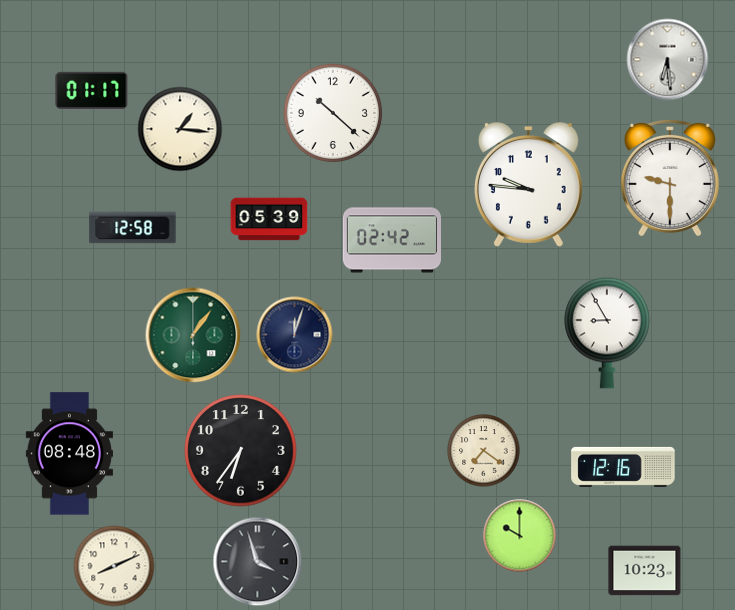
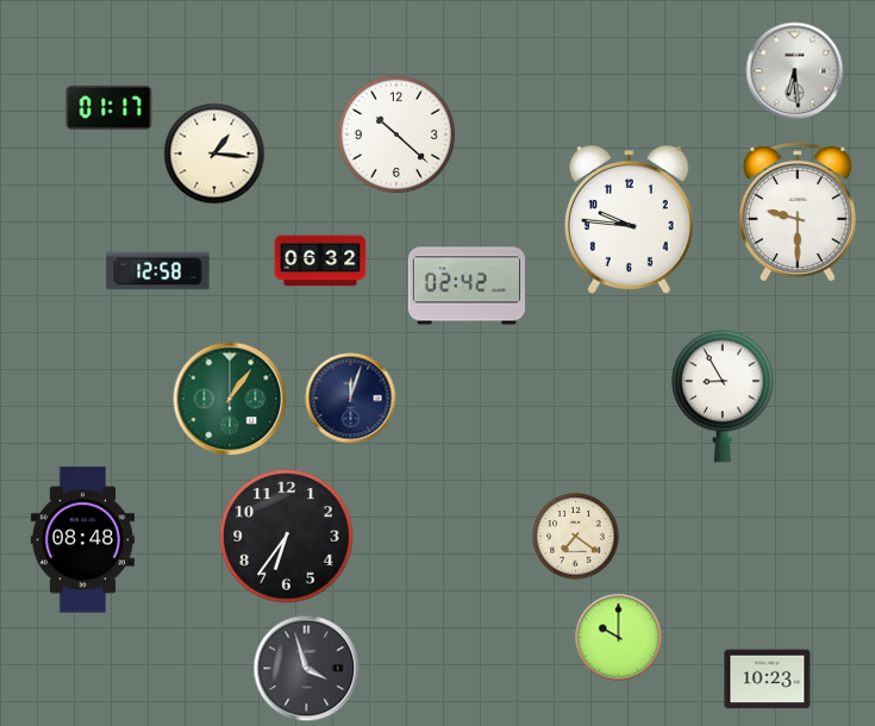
clock at (269, 219): 05:39 -> 06:32
clock at (623, 467): 12:16 -> none
clock at (114, 566): 8:11 -> none
